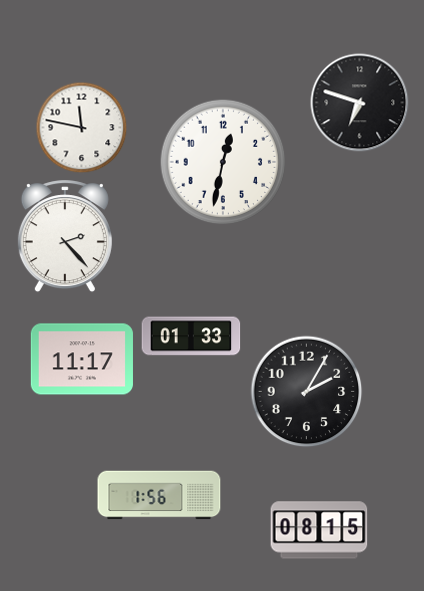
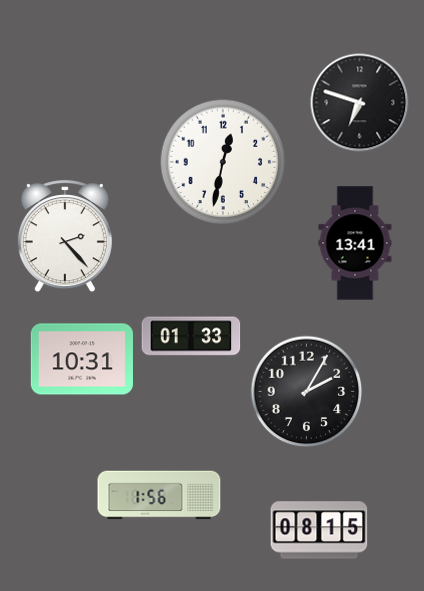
clock at (82, 128): 11:47 -> none
clock at (355, 243): none -> 13:41
clock at (82, 359): 11:17 -> 10:31
